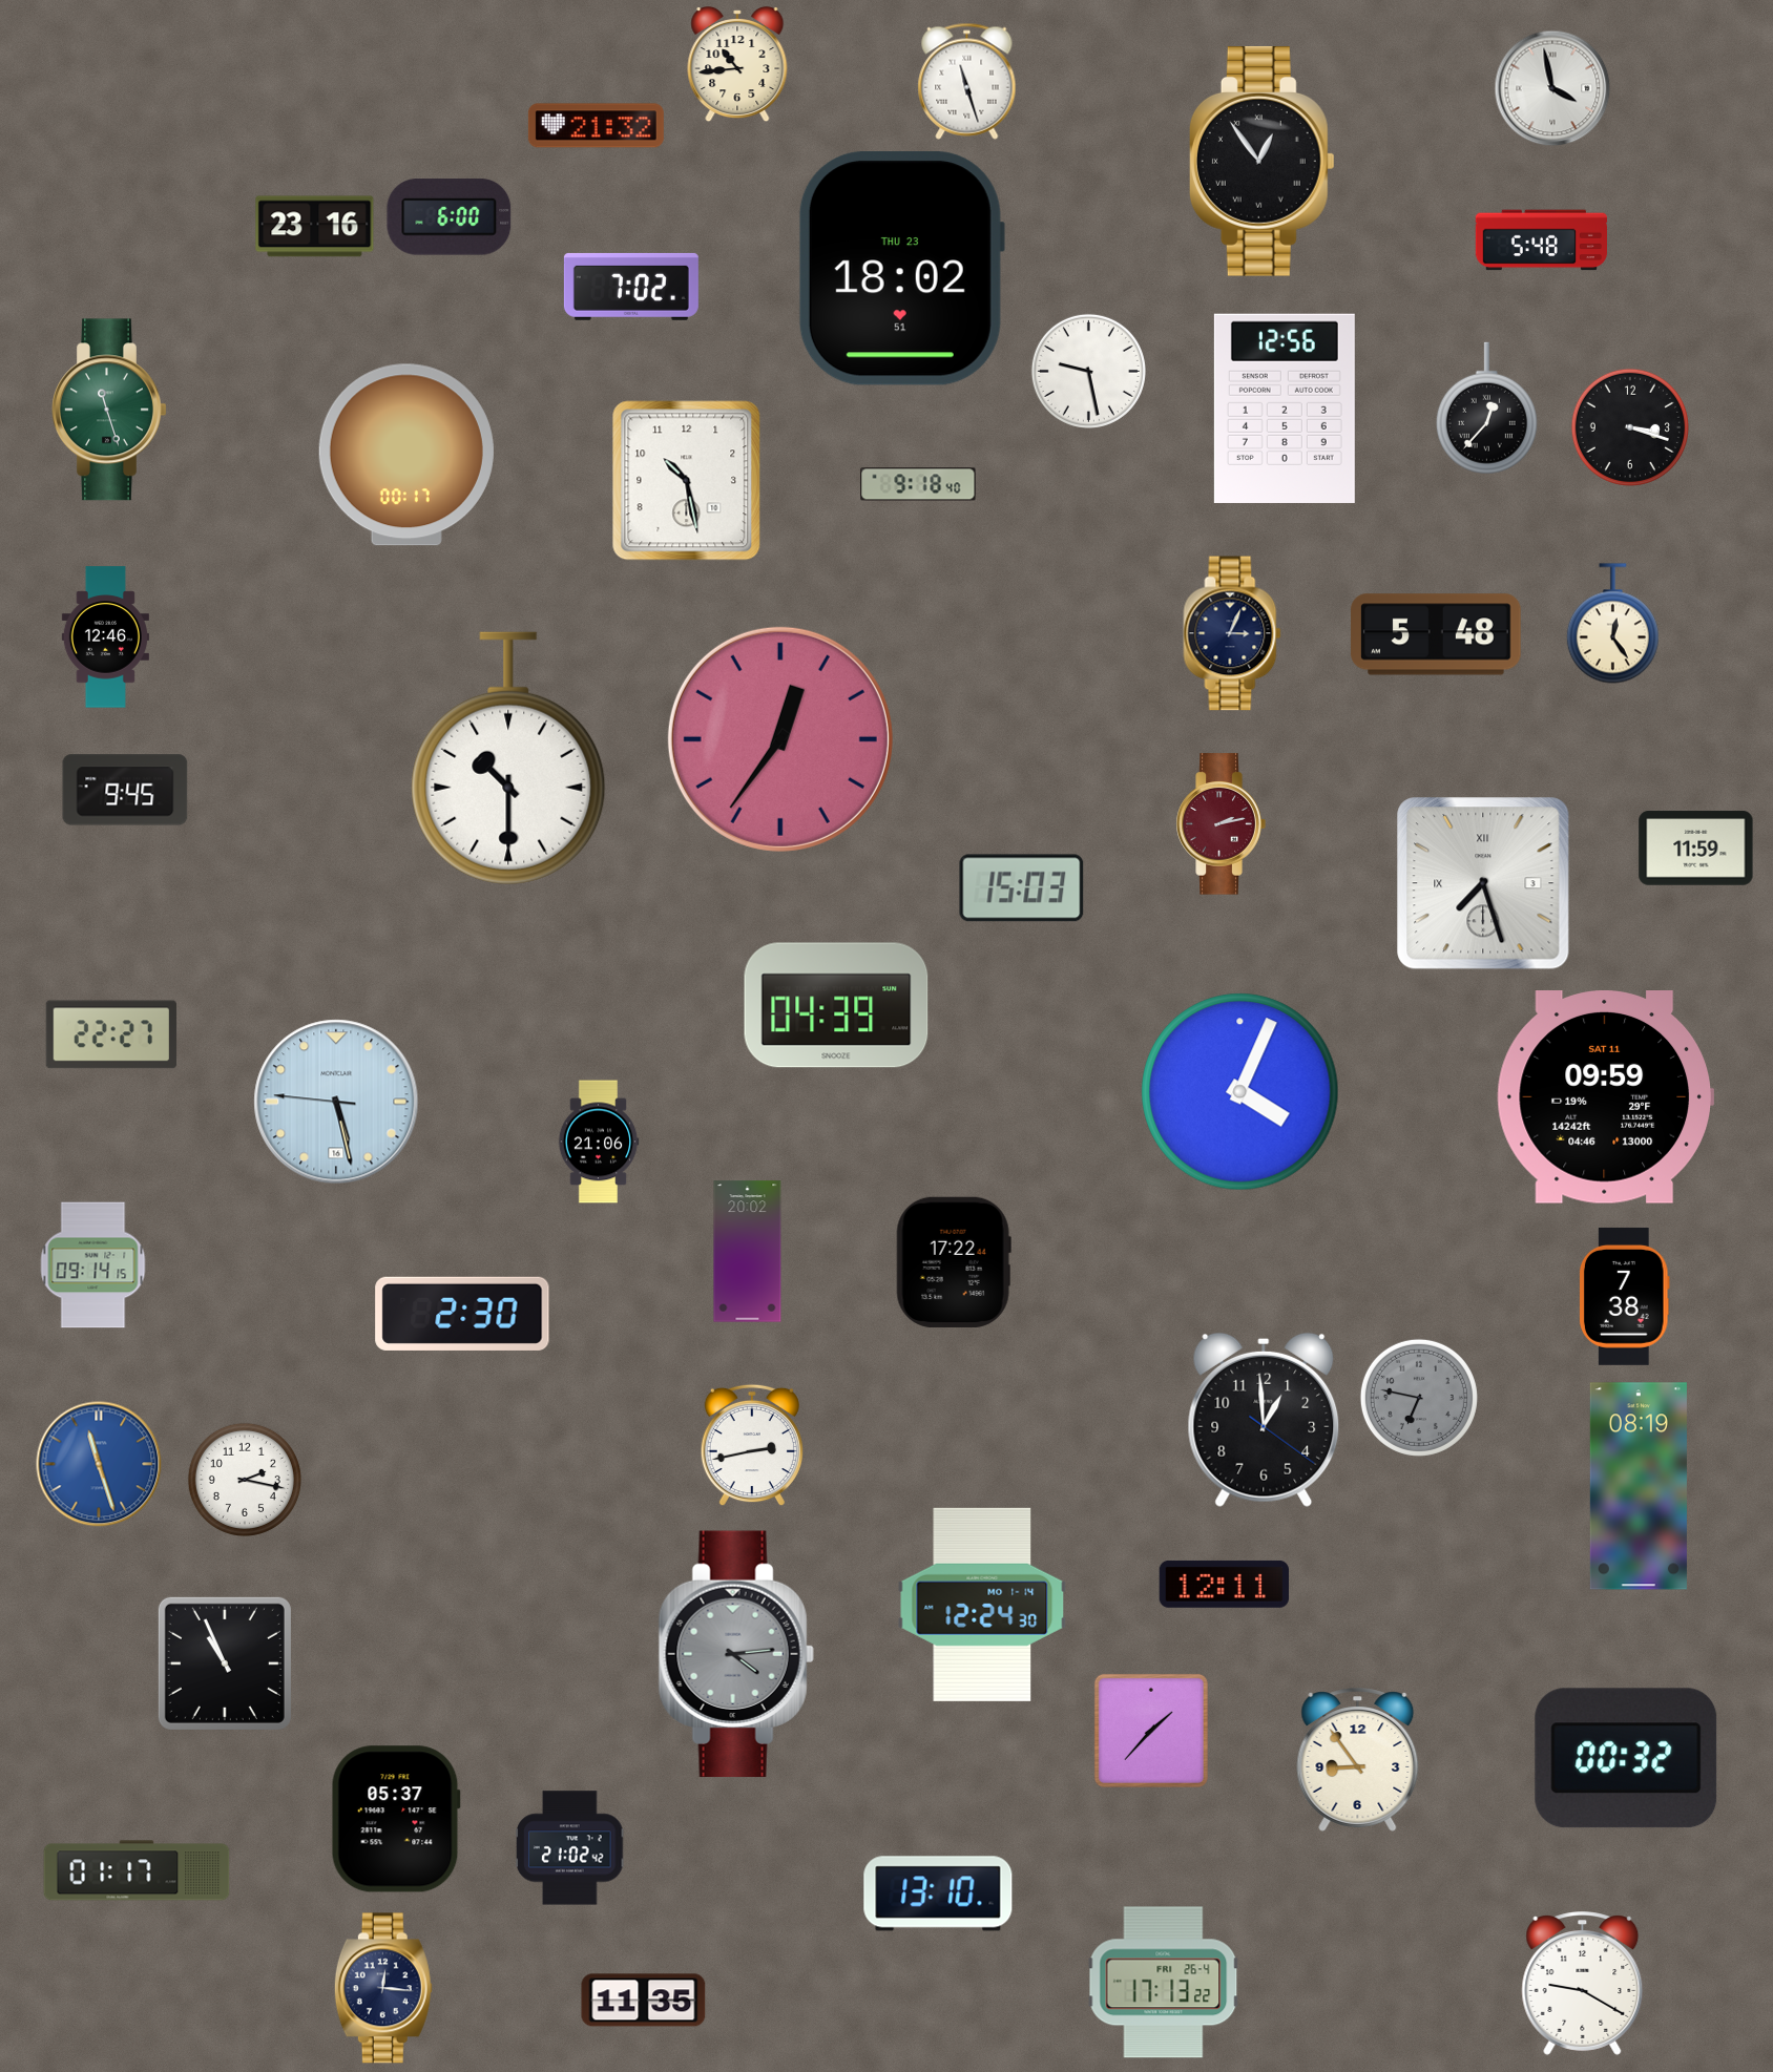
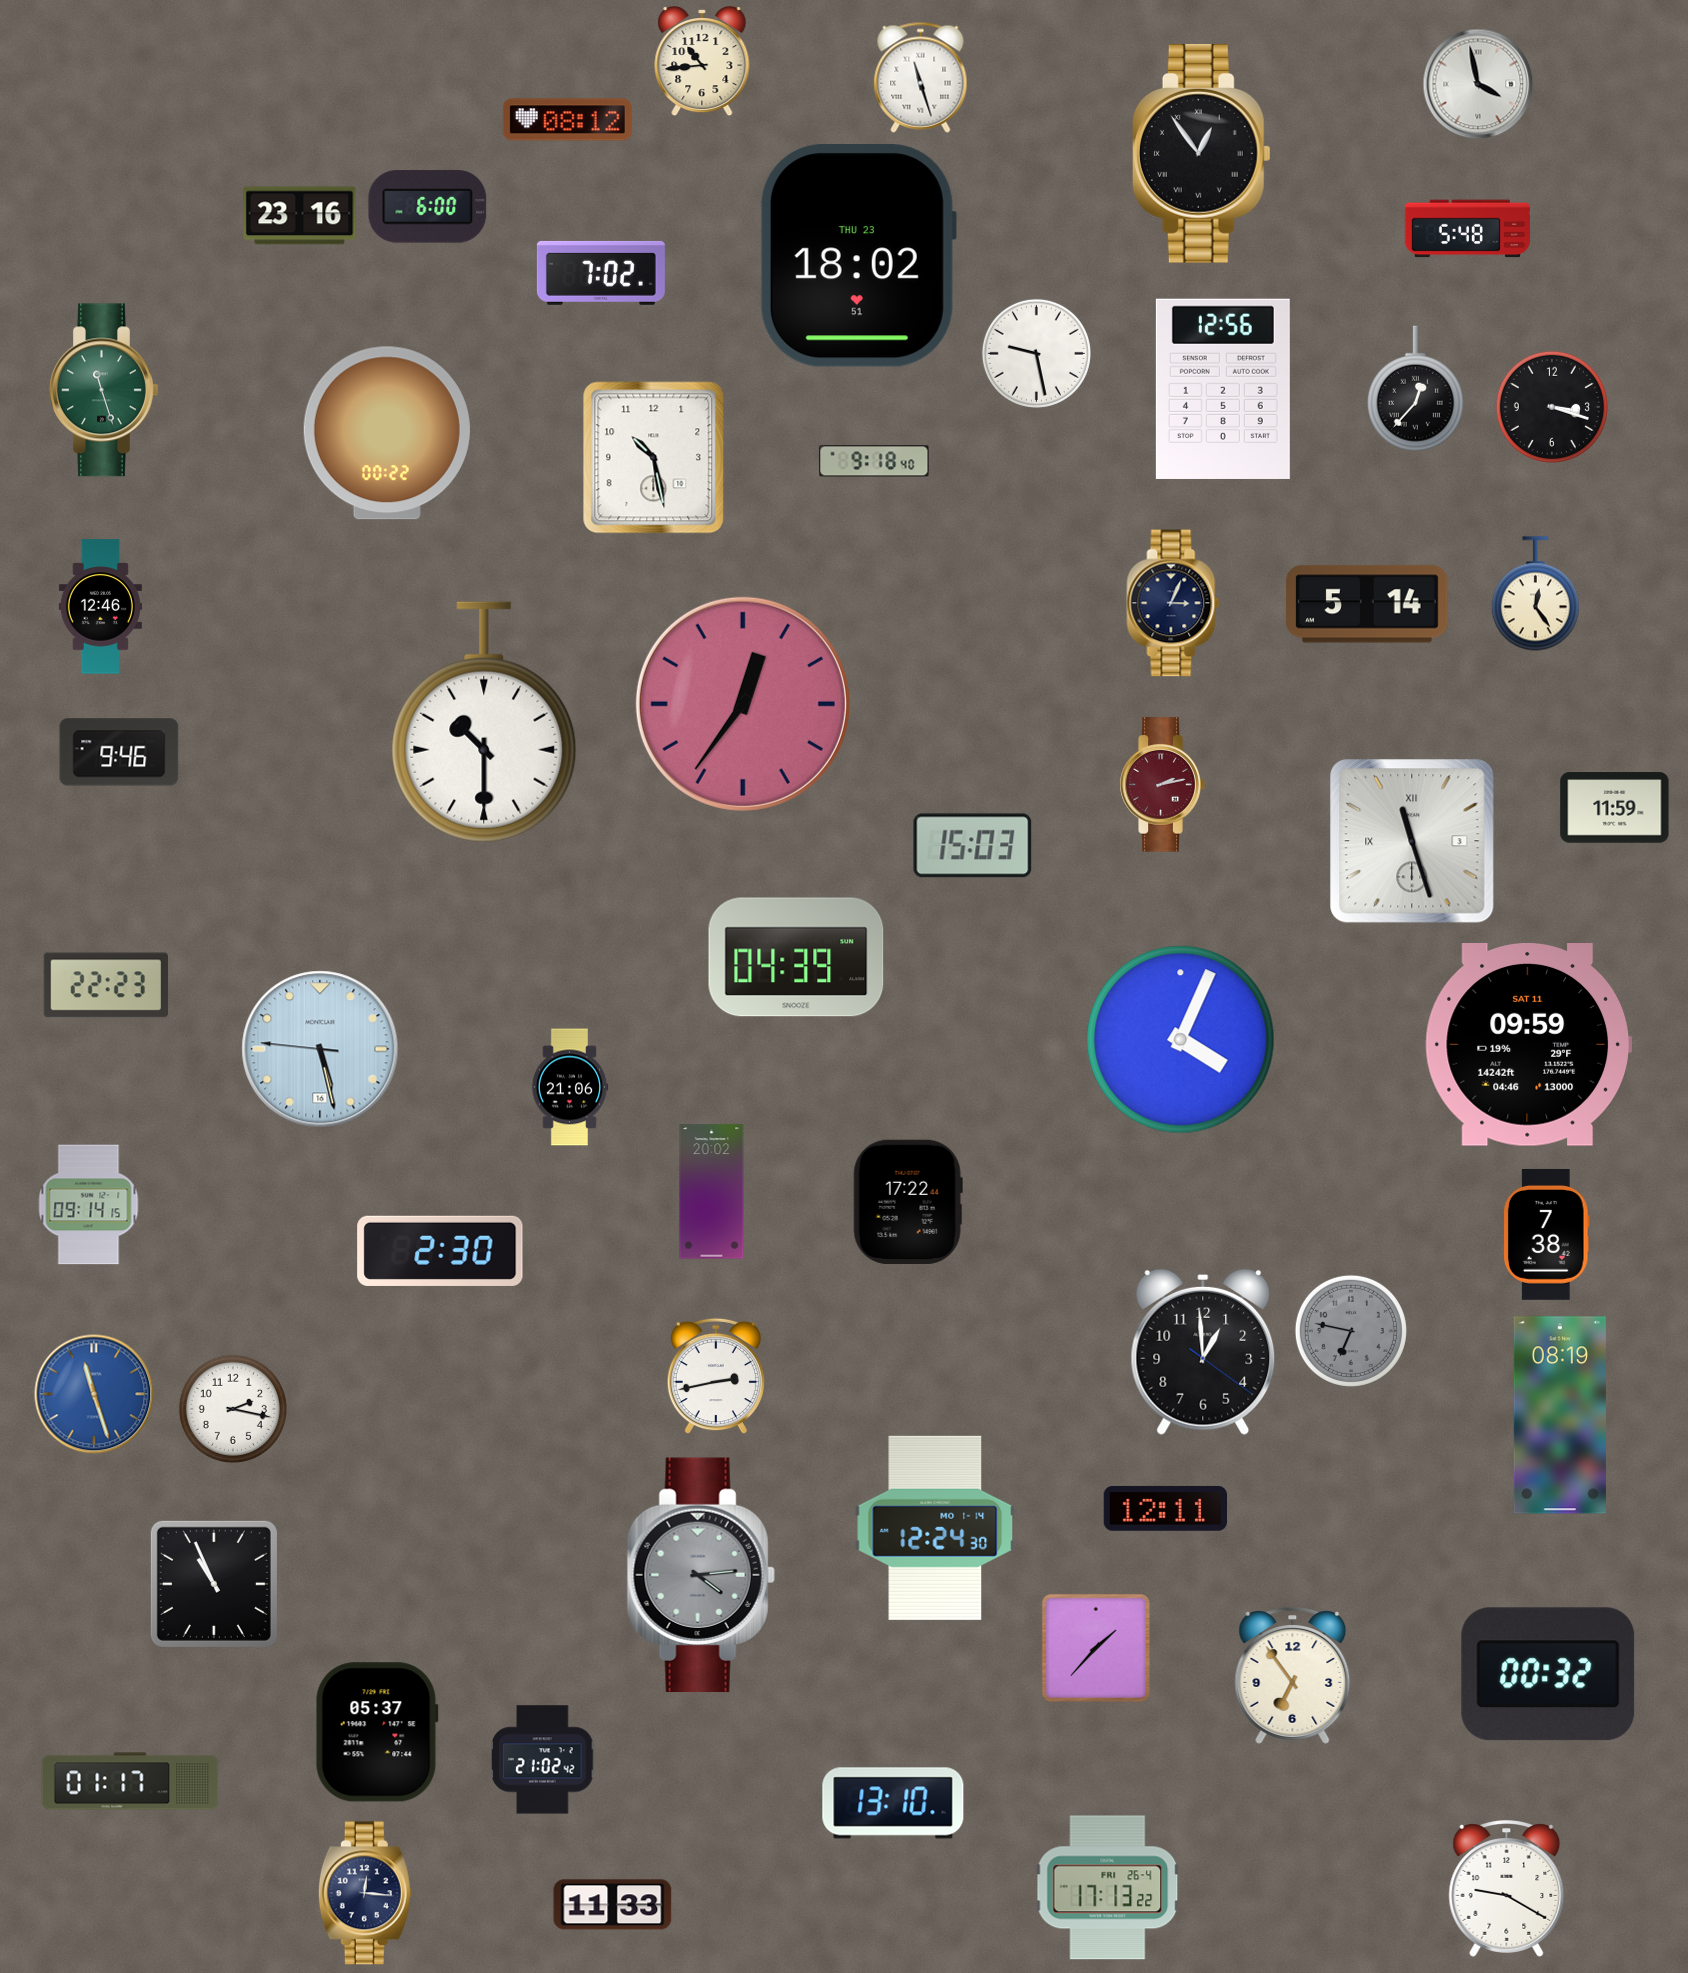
clock at (596, 126): 21:32 -> 08:12
clock at (406, 455): 00:17 -> 00:22
clock at (1436, 634): 5:48 -> 5:14
clock at (125, 790): 9:45 -> 9:46
clock at (1483, 883): 7:27 -> 11:27
clock at (111, 1034): 22:27 -> 22:23
clock at (1358, 1760): 8:54 -> 6:54
clock at (644, 2001): 11:35 -> 11:33
